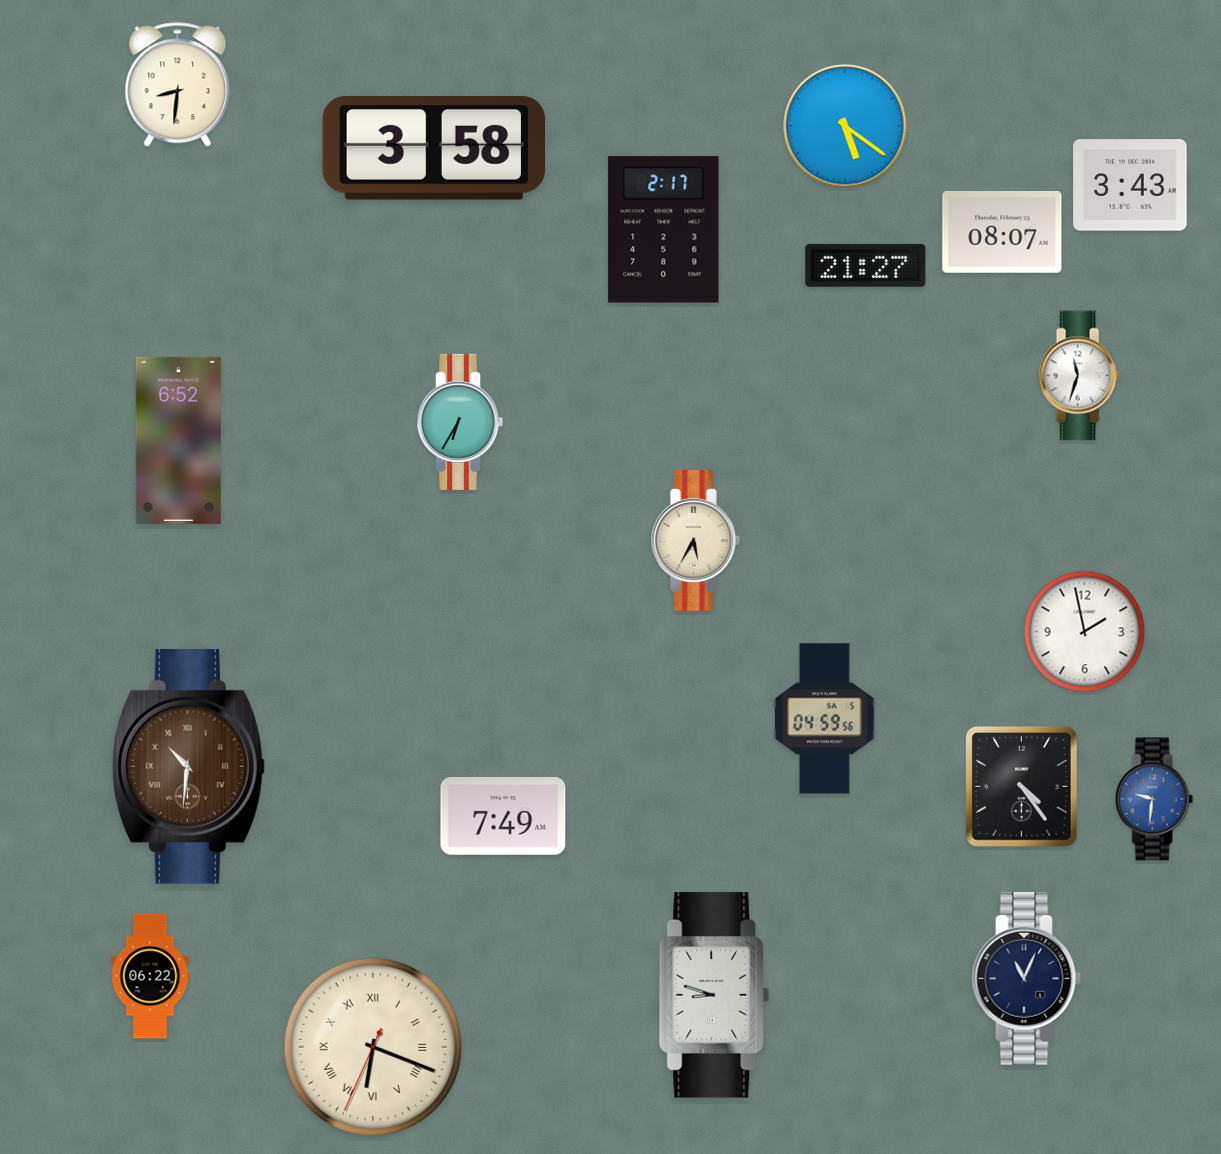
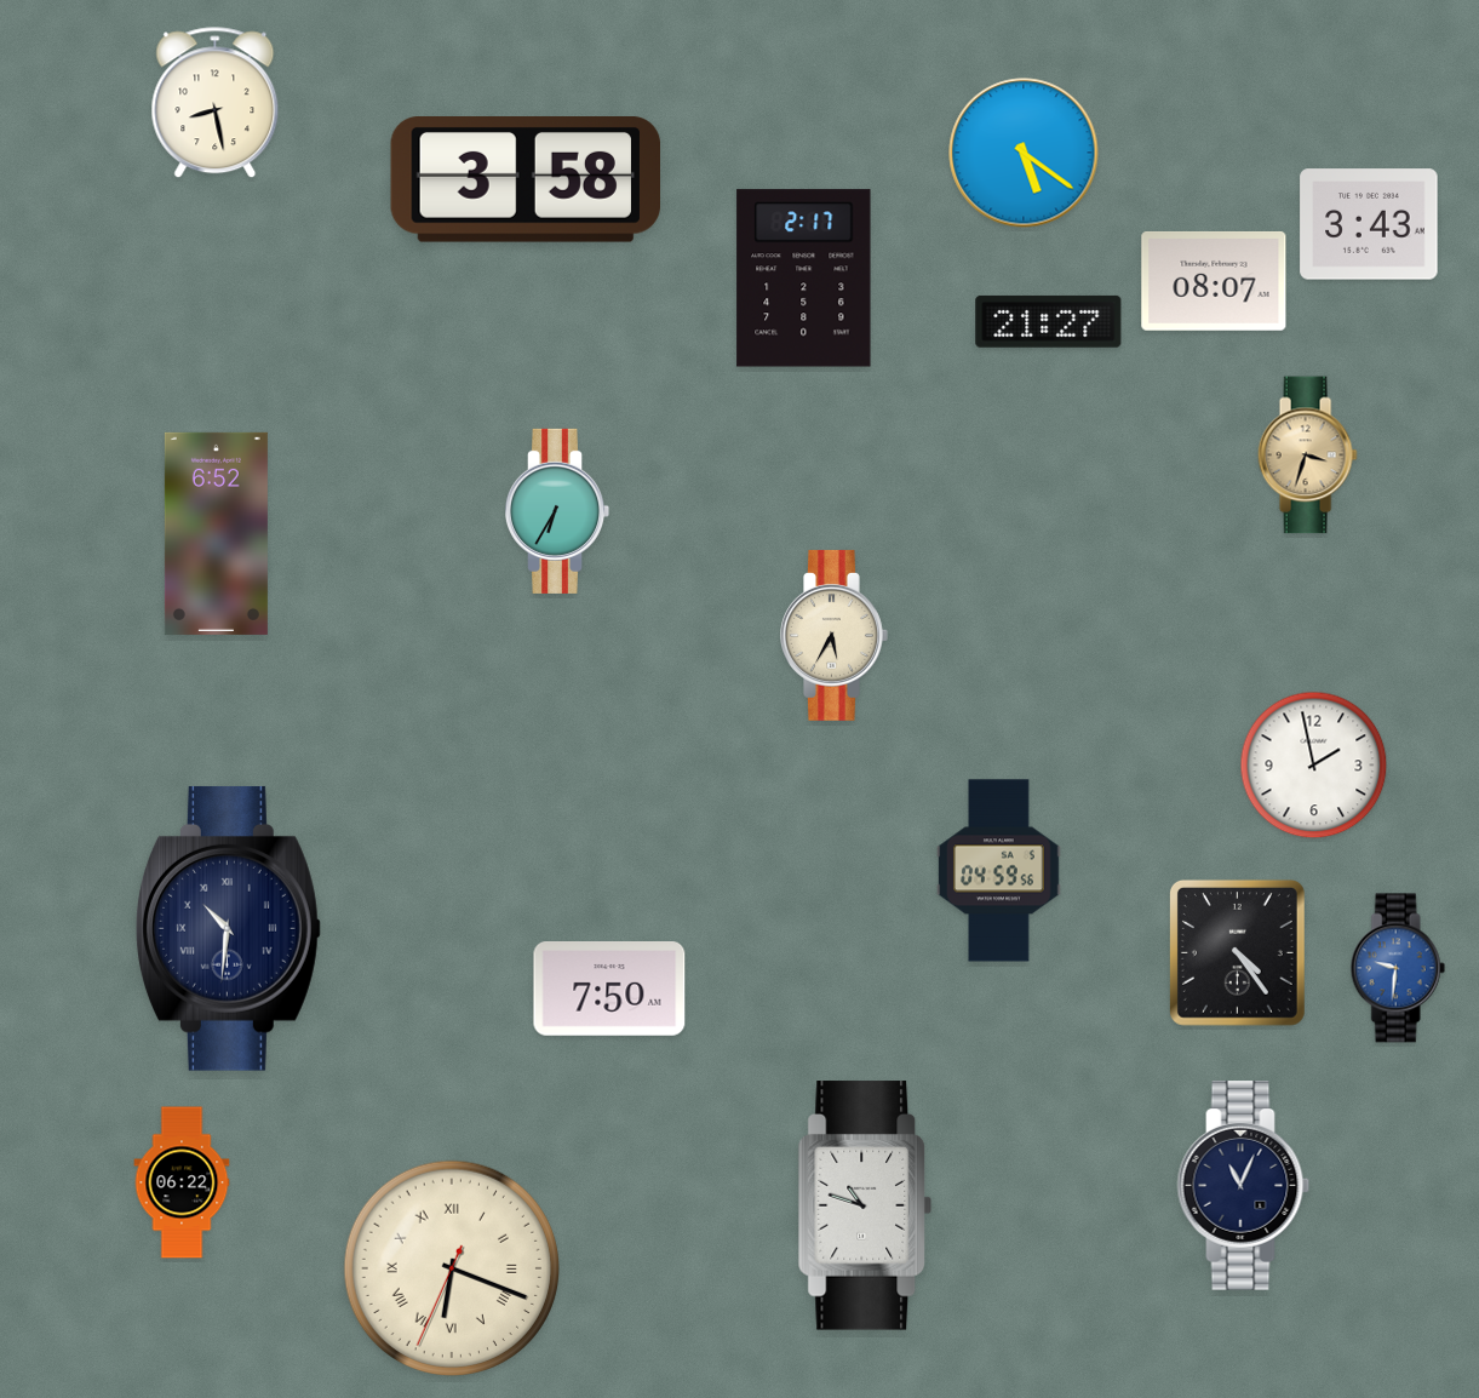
clock at (178, 85): 8:31 -> 8:28
clock at (1079, 376): 11:33 -> 3:33
clock at (1079, 376) dial: white -> champagne
clock at (696, 540) position: (696, 540) -> (835, 635)
clock at (188, 766) dial: brown -> navy
clock at (503, 817): 7:49 -> 7:50
clock at (714, 995): 8:48 -> 10:48
